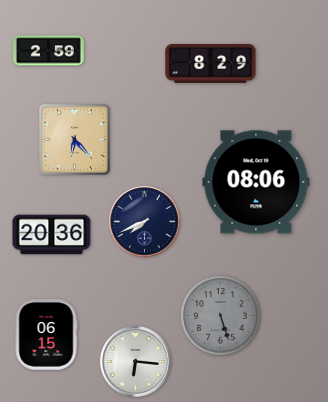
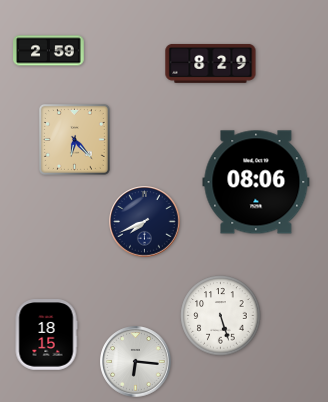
clock at (52, 235): 20:36 -> none
clock at (221, 316) dial: grey -> white
clock at (46, 335): 06:15 -> 18:15
